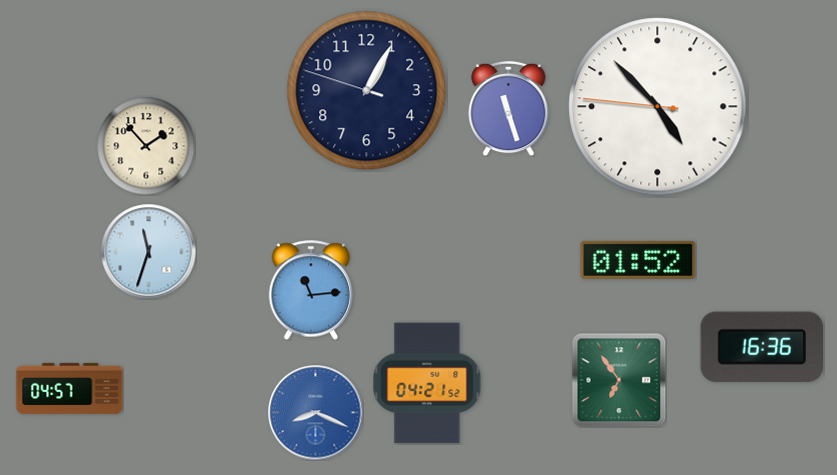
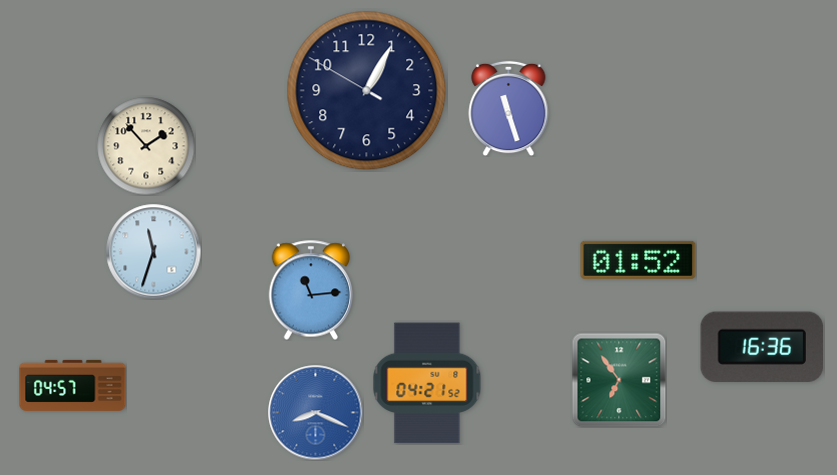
clock at (367, 91): 1:04:48 -> 1:04:50
clock at (658, 107): 4:52 -> none
clock at (148, 251) position: (148, 251) -> (153, 251)
clock at (70, 388) position: (70, 388) -> (73, 385)
